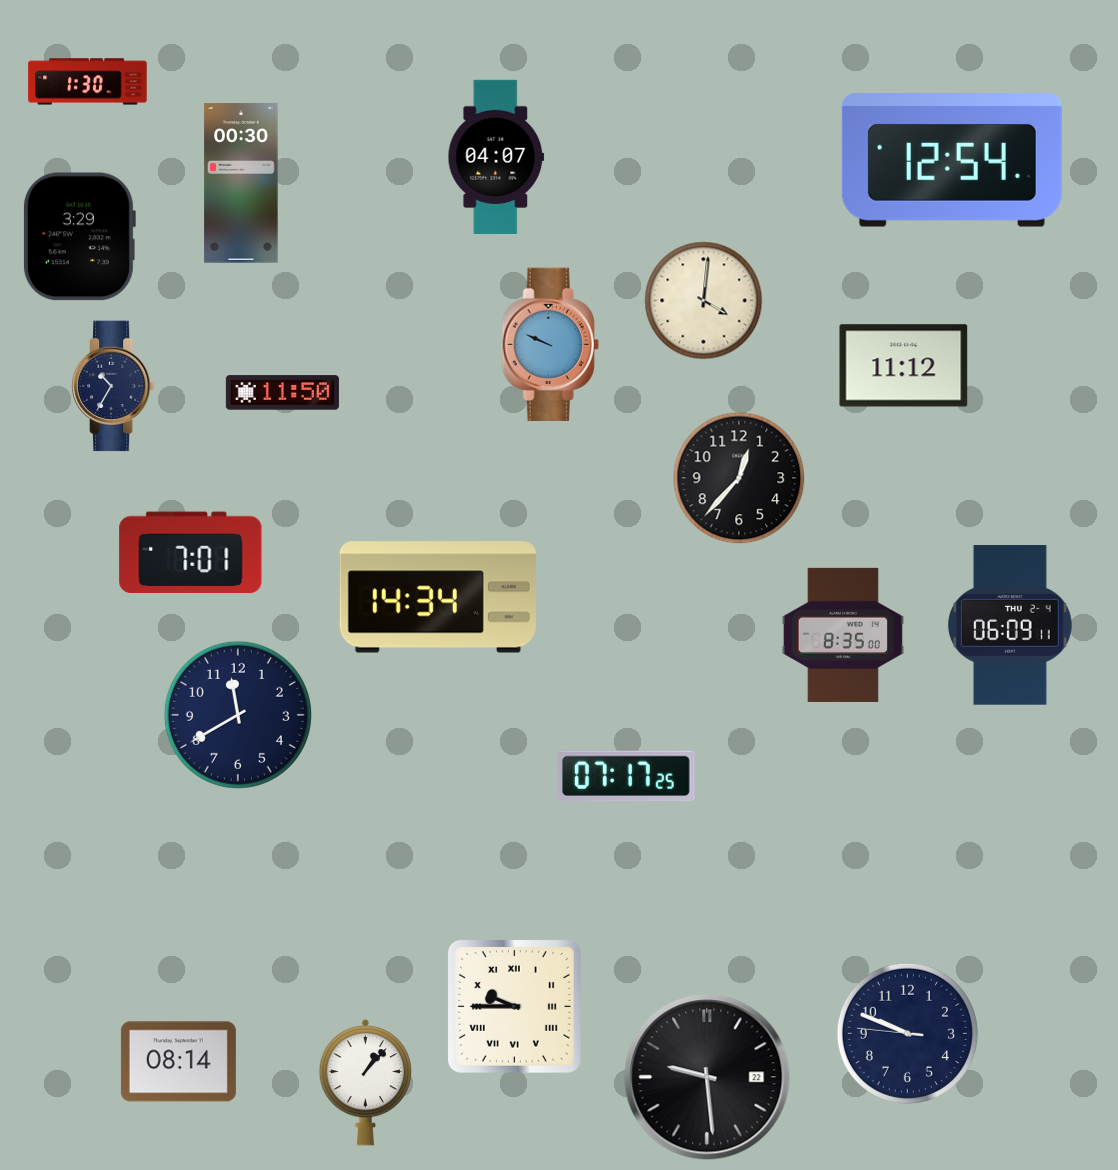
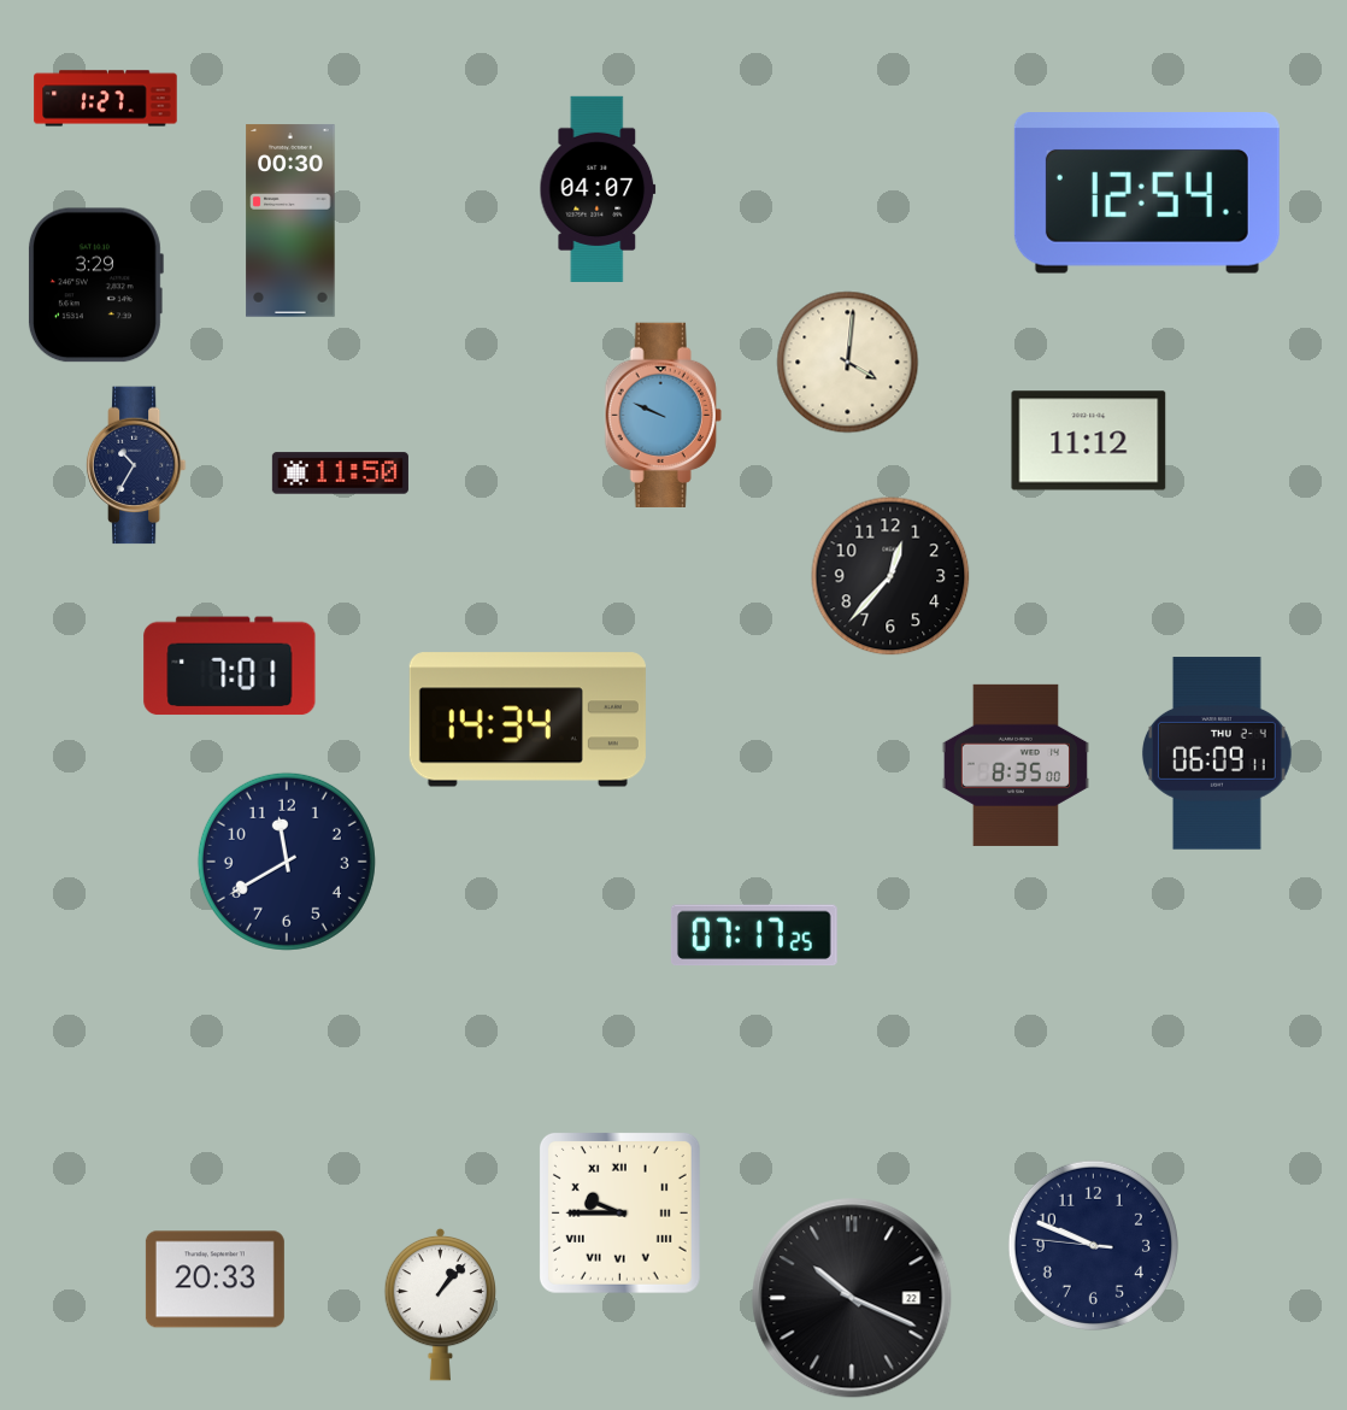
clock at (88, 82): 1:30 -> 1:27
clock at (178, 1062): 08:14 -> 20:33
clock at (707, 1077): 9:29 -> 10:19
